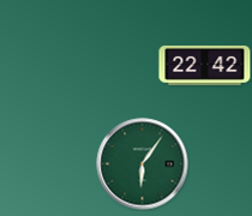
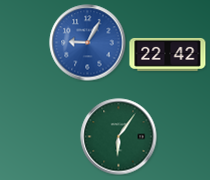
clock at (88, 43): none -> 9:05
clock at (205, 65) position: (205, 65) -> (168, 54)
